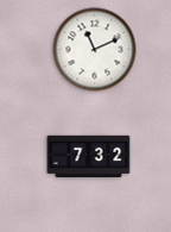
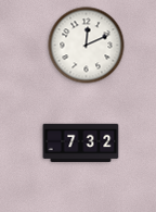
clock at (95, 50): 11:11 -> 12:11
